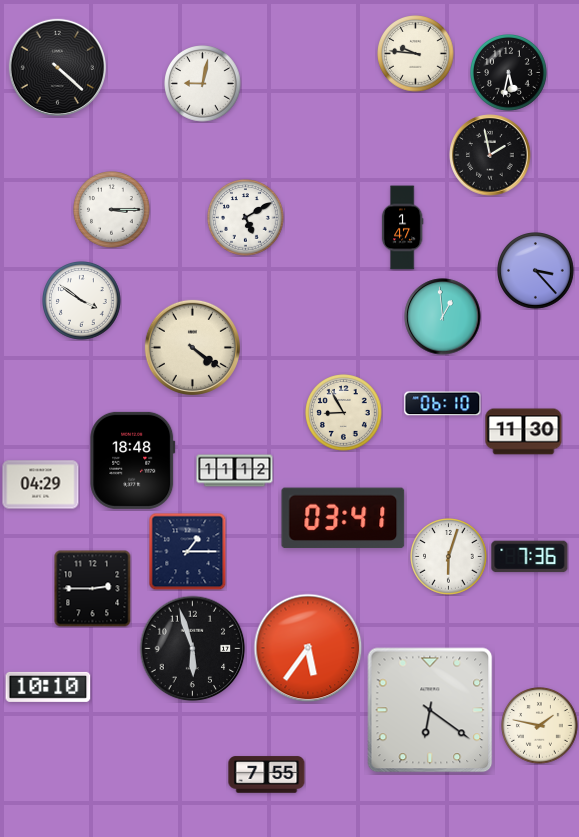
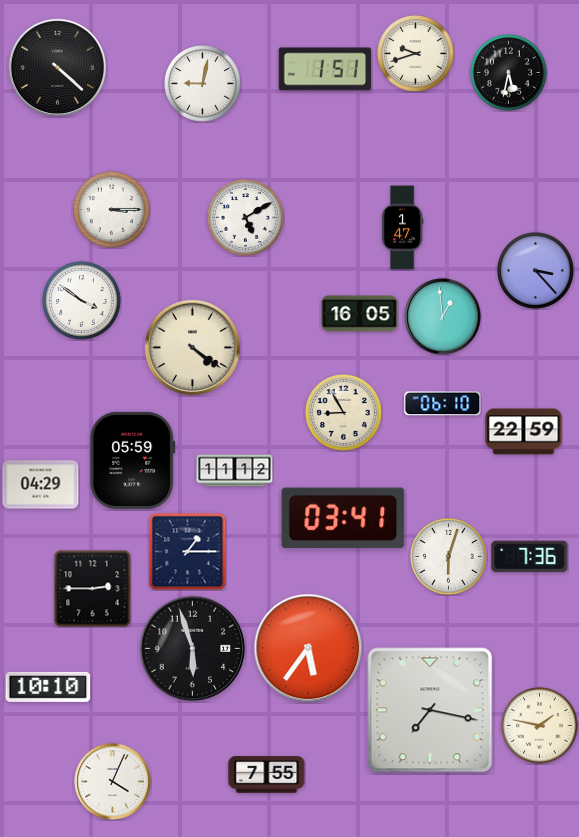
clock at (416, 54): 9:46 -> 9:42
clock at (325, 69): none -> 1:51
clock at (490, 155): 1:58 -> none
clock at (360, 314): none -> 16:05
clock at (524, 432): 11:30 -> 22:59
clock at (133, 460): 18:48 -> 05:59
clock at (430, 710): 6:21 -> 7:17
clock at (113, 782): none -> 4:04
